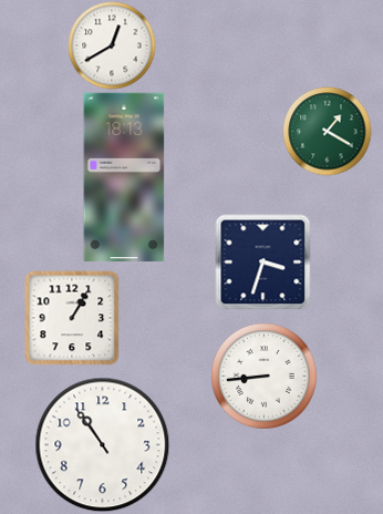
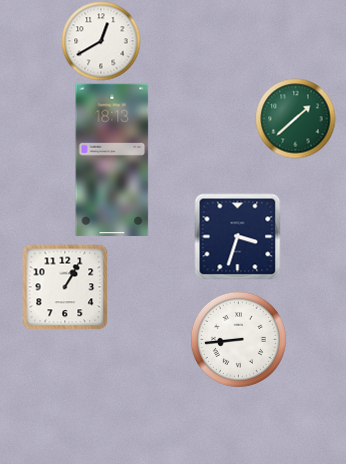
clock at (327, 131): 1:20 -> 1:38
clock at (102, 444): 10:54 -> none
